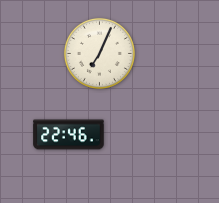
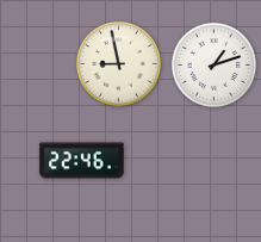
clock at (99, 53): 7:04 -> 8:58
clock at (213, 64): none -> 1:12
